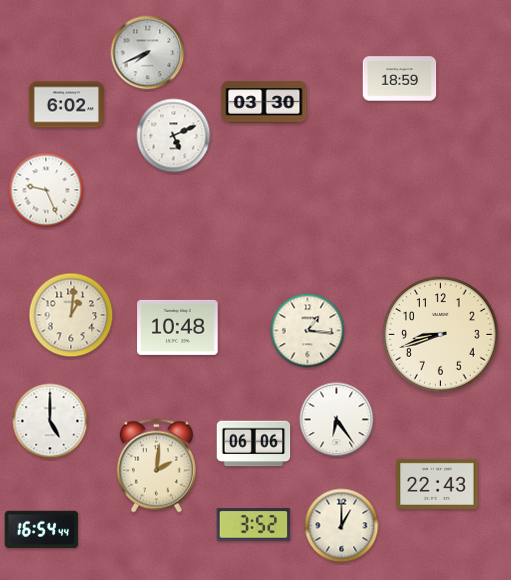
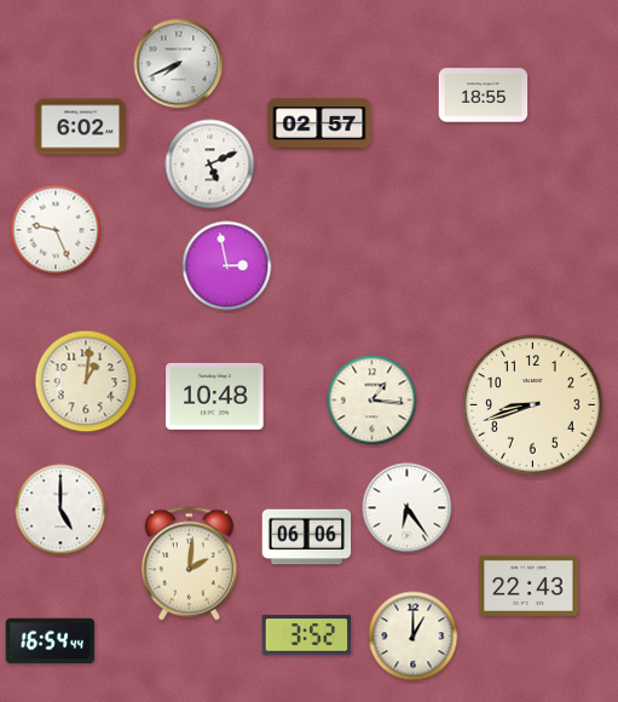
clock at (400, 79): 18:59 -> 18:55
clock at (264, 102): 03:30 -> 02:57
clock at (227, 266): none -> 2:58
